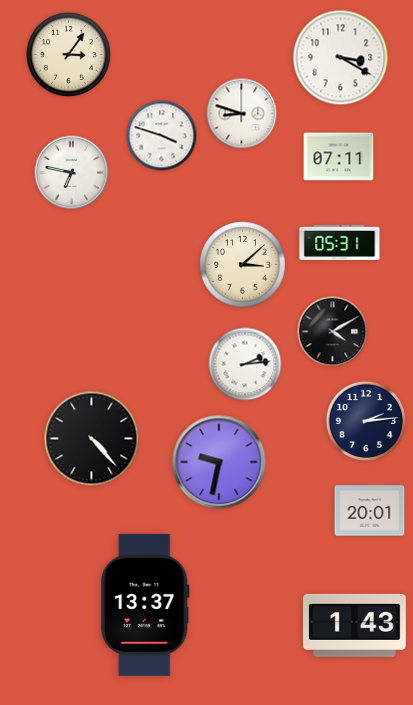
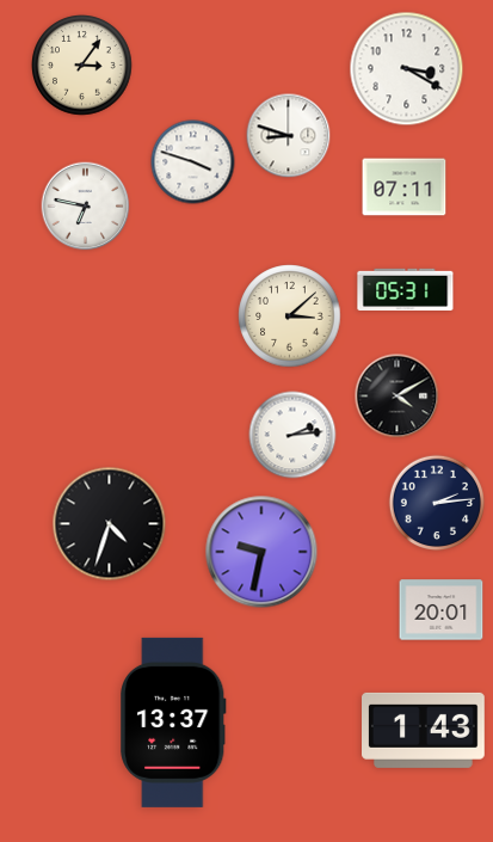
clock at (92, 439): 4:23 -> 4:33
clock at (355, 625) position: (355, 625) -> (424, 730)
